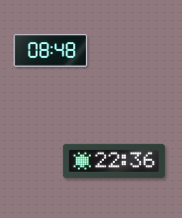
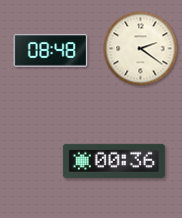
clock at (141, 49): none -> 2:21
clock at (114, 161): 22:36 -> 00:36
